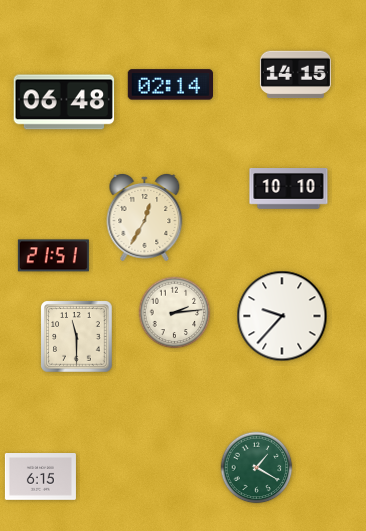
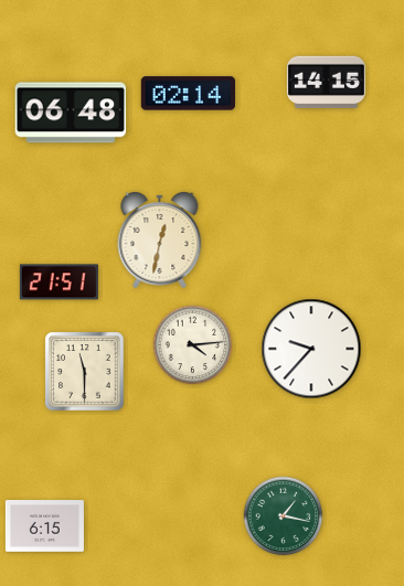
clock at (289, 189): 10:10 -> none
clock at (145, 217): 12:35 -> 12:32
clock at (175, 313): 2:14 -> 4:14
clock at (257, 468): 1:20 -> 1:17
